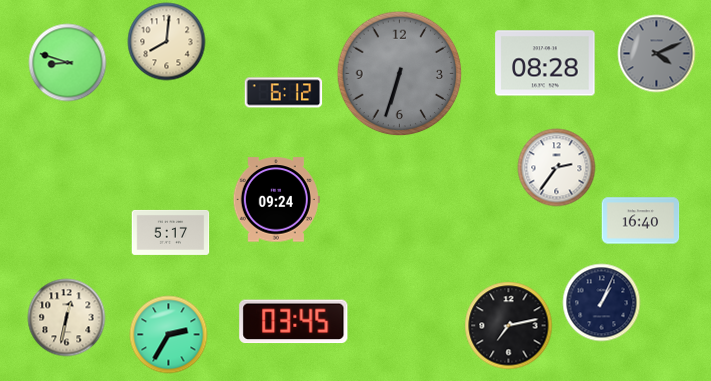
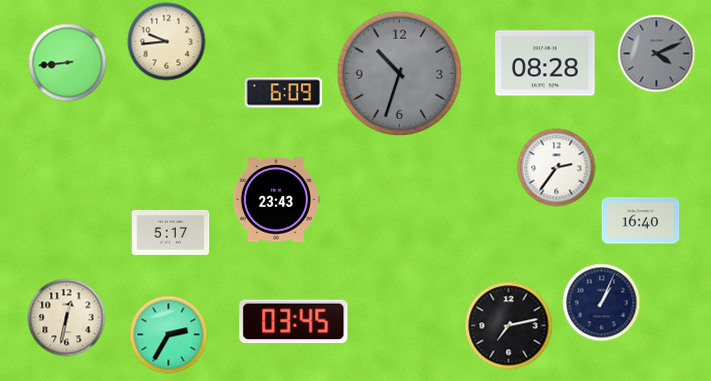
clock at (166, 41): 8:01 -> 9:44
clock at (67, 62): 8:48 -> 8:44
clock at (399, 73): 6:33 -> 10:33
clock at (283, 93): 6:12 -> 6:09
clock at (276, 200): 09:24 -> 23:43
